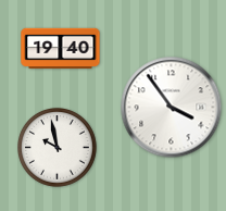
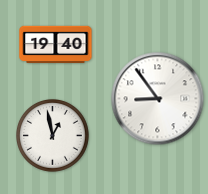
clock at (172, 108): 3:54 -> 8:54
clock at (58, 148): 9:58 -> 12:58
